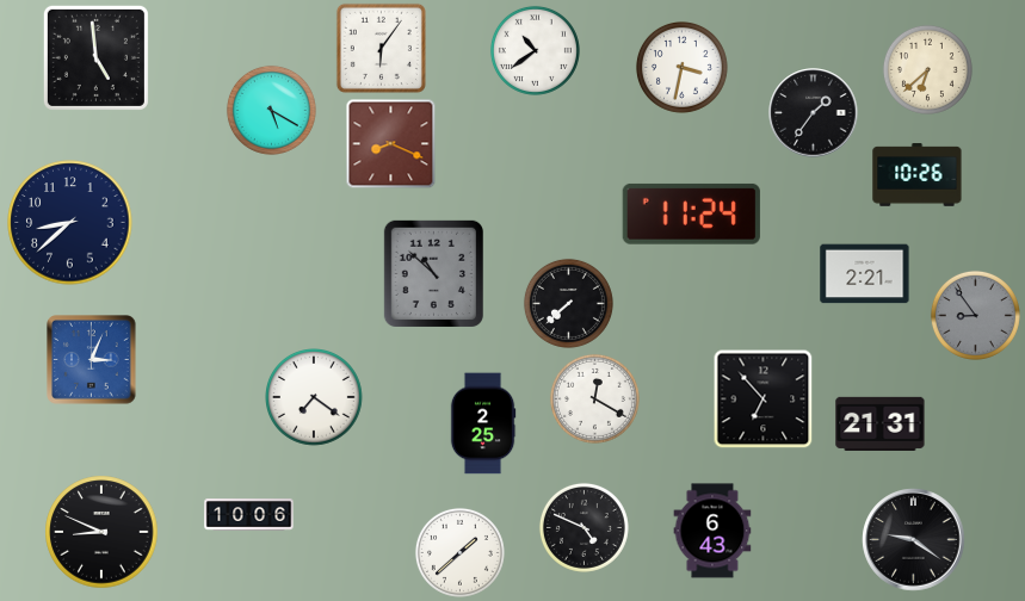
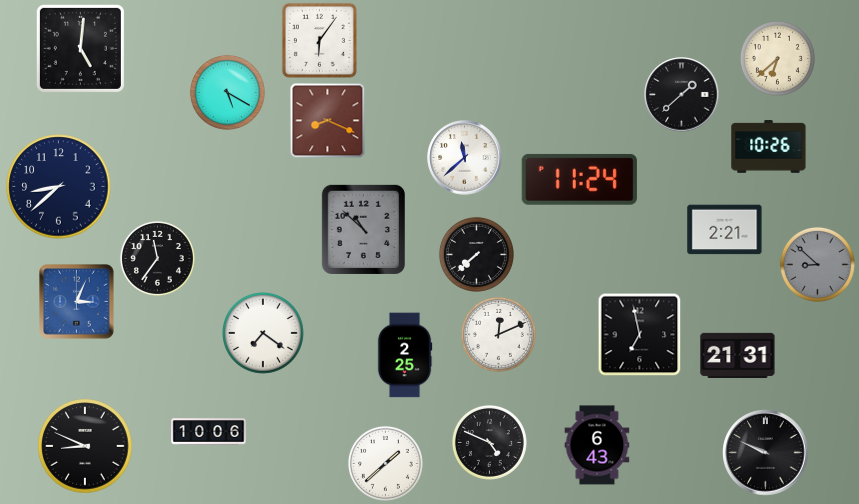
clock at (535, 50): 10:39 -> none
clock at (95, 57): 4:59 -> 5:01
clock at (681, 67): 3:32 -> none
clock at (814, 113): 1:36 -> 1:38
clock at (465, 158): none -> 11:38
clock at (157, 258): none -> 11:36
clock at (975, 315): 8:54 -> 8:52
clock at (594, 398): 12:20 -> 12:11
clock at (764, 399): 6:53 -> 6:58
clock at (914, 540): 9:21 -> 9:49
